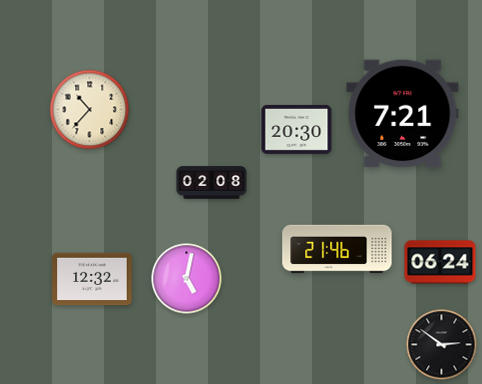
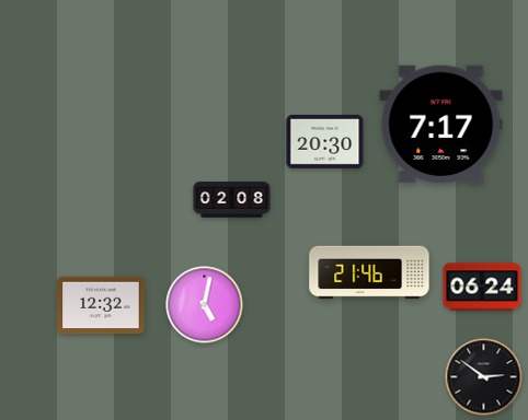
clock at (90, 110): 10:37 -> none
clock at (403, 114): 7:21 -> 7:17
